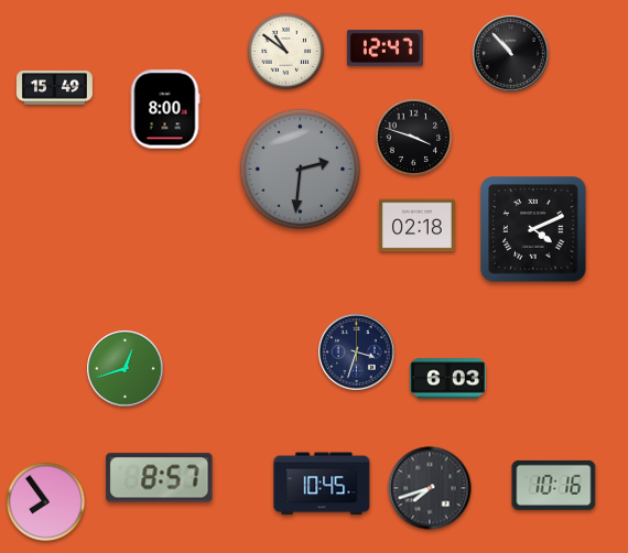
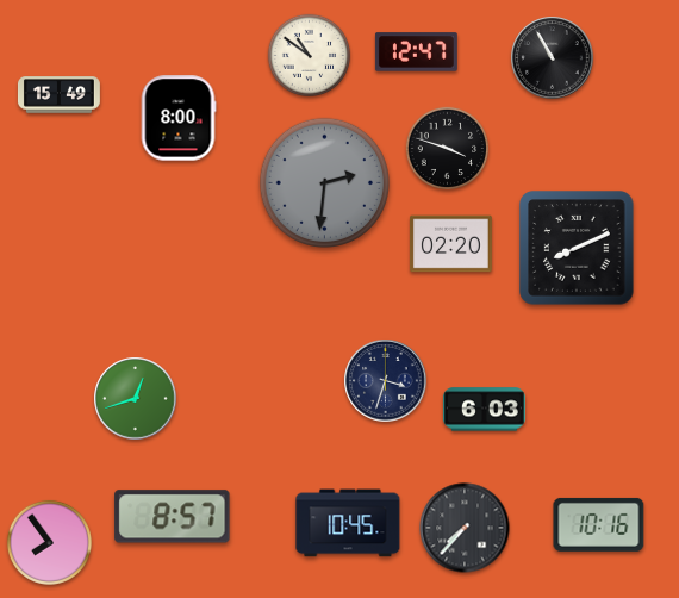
clock at (511, 54): 10:53 -> 10:55
clock at (416, 226): 02:18 -> 02:20
clock at (533, 229): 4:11 -> 8:11
clock at (430, 488): 7:42 -> 7:37
